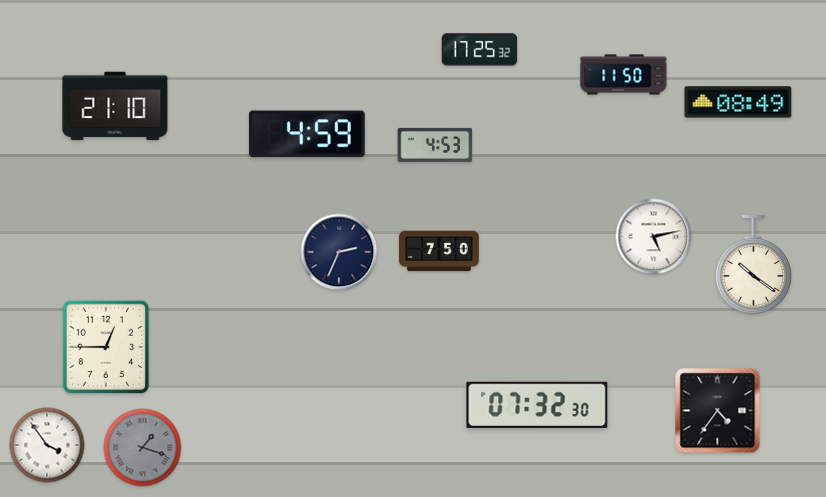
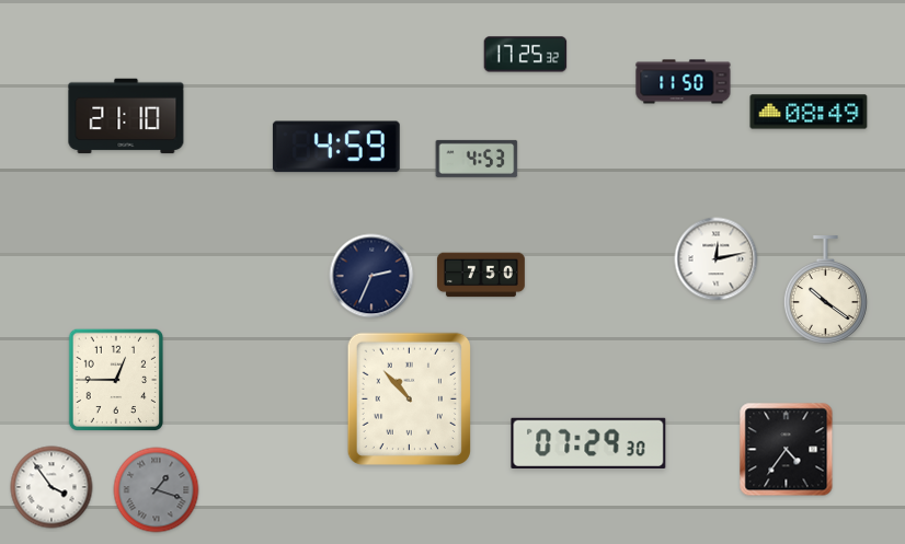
clock at (654, 237): 5:13 -> 12:13
clock at (409, 398): none -> 10:53
clock at (537, 405): 07:32 -> 07:29
